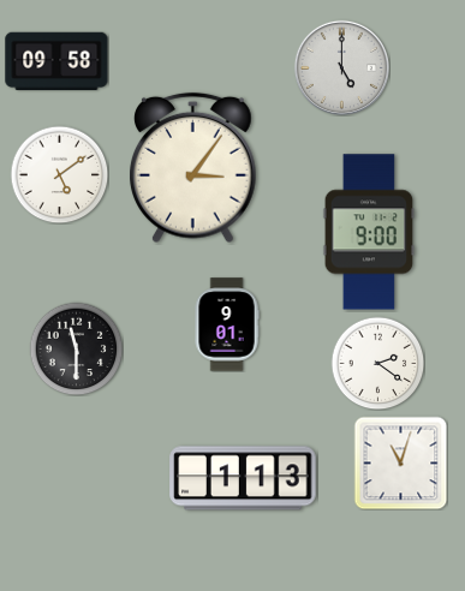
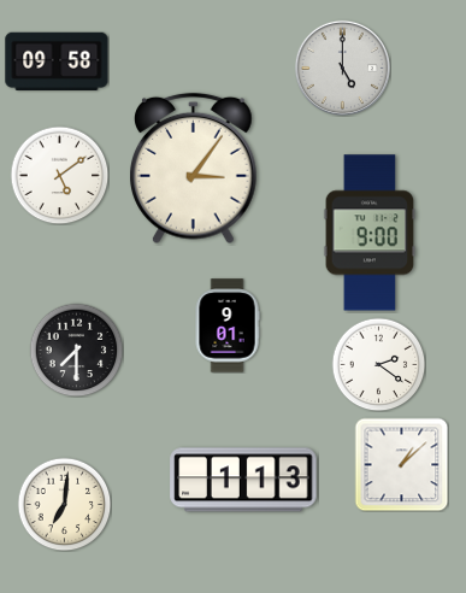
clock at (76, 348): 11:30 -> 7:30
clock at (400, 462): 11:03 -> 1:08
clock at (64, 504): none -> 7:01
